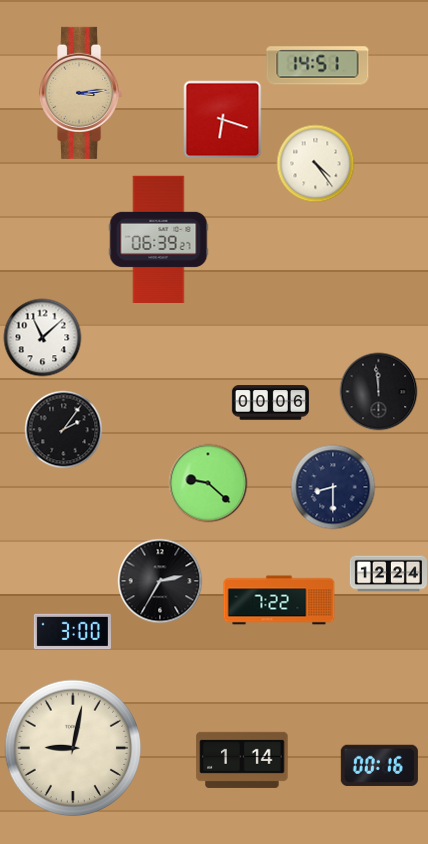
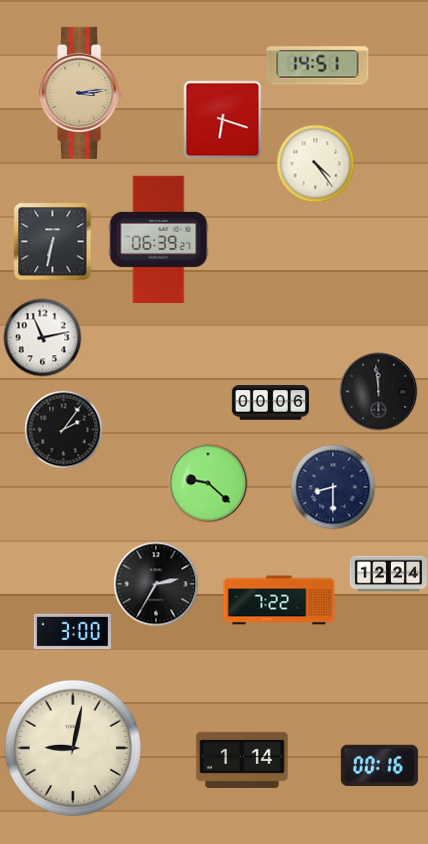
clock at (52, 241): none -> 6:32
clock at (42, 337): 11:08 -> 11:13
clock at (160, 581) position: (160, 581) -> (156, 584)
